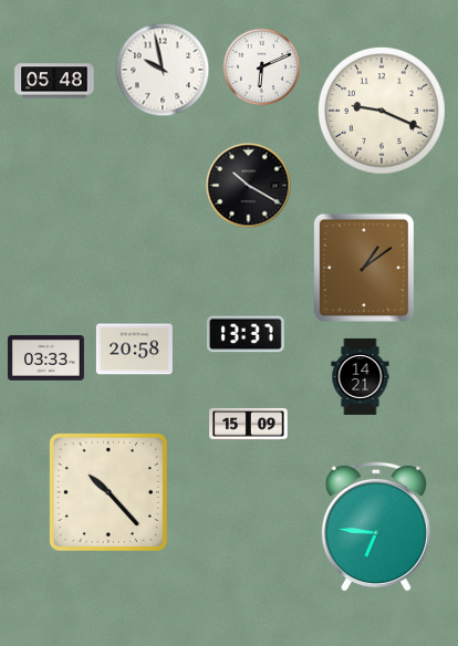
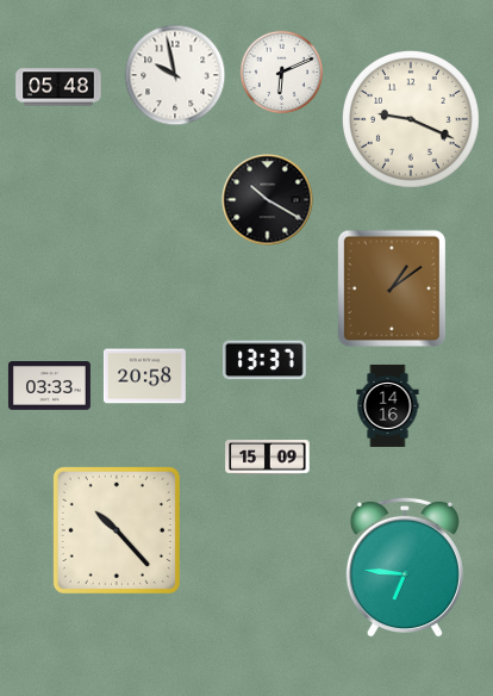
clock at (361, 376): 14:21 -> 14:16
